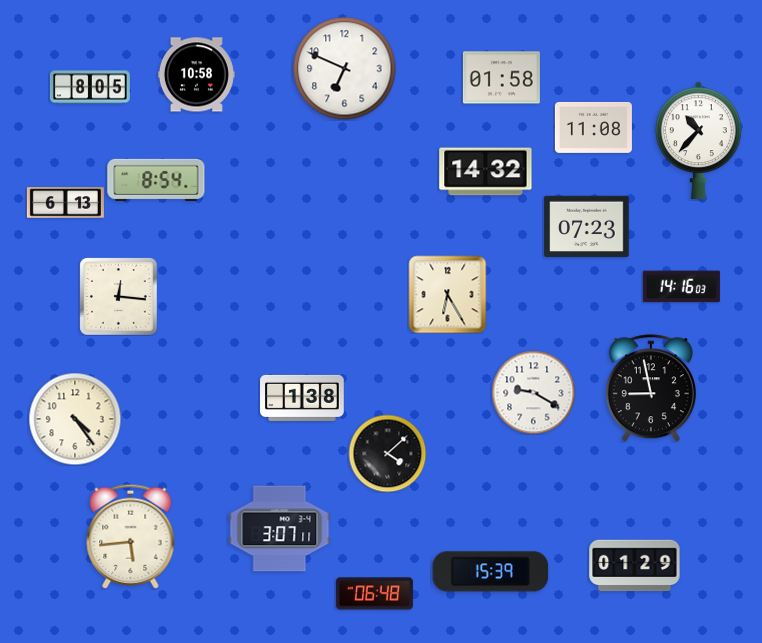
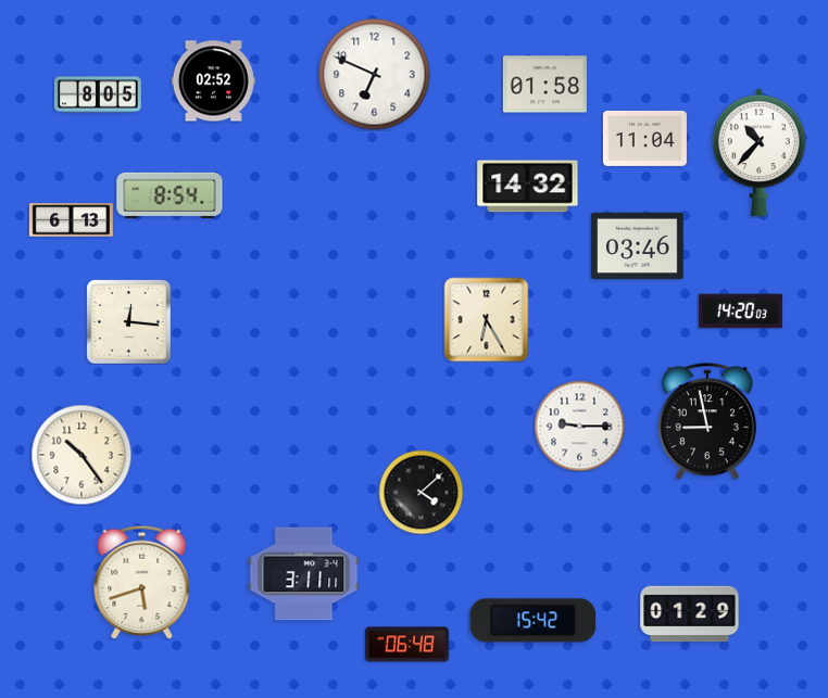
clock at (196, 75): 10:58 -> 02:52
clock at (593, 127): 11:08 -> 11:04
clock at (587, 227): 07:23 -> 03:46
clock at (681, 287): 14:16 -> 14:20
clock at (533, 392): 9:20 -> 9:15
clock at (302, 398): 1:38 -> none
clock at (75, 419): 4:24 -> 10:24
clock at (280, 529): 3:07 -> 3:11
clock at (131, 536): 5:44 -> 5:42
clock at (491, 572): 15:39 -> 15:42
